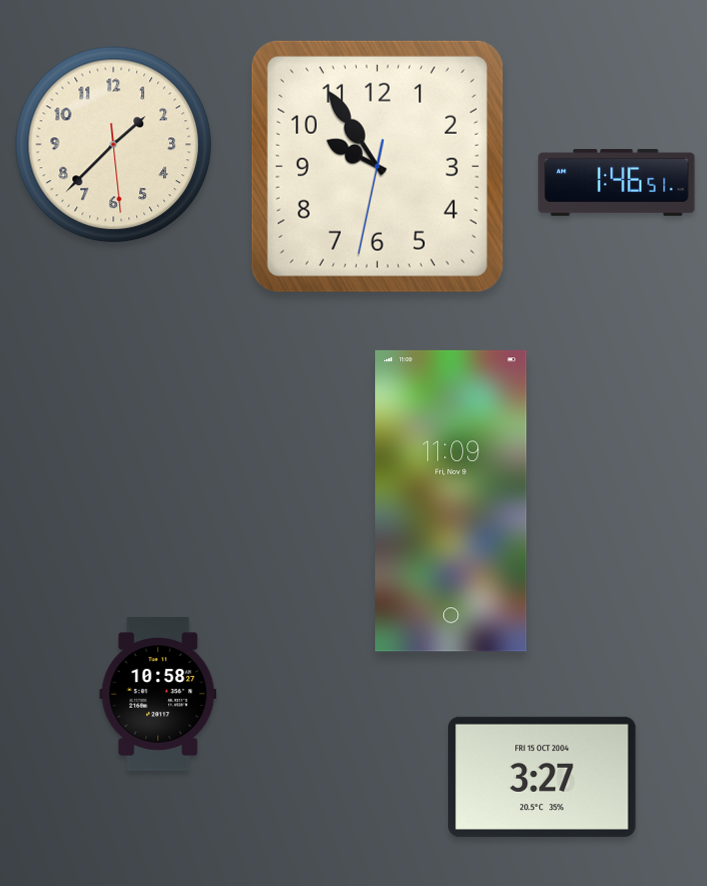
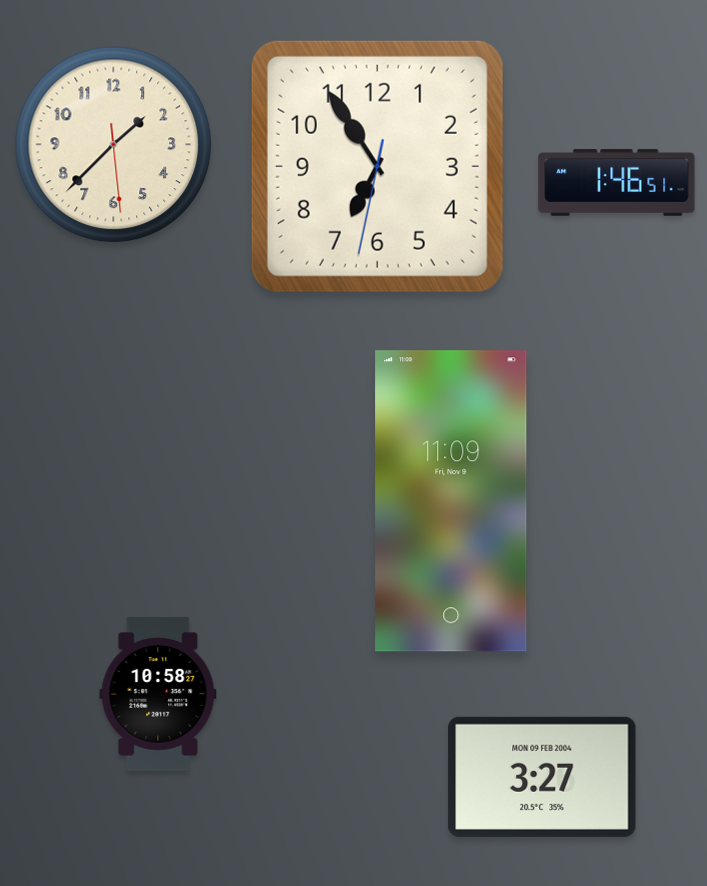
clock at (377, 166): 9:54 -> 6:54
clock at (542, 777) date: FRI 15 OCT 2004 -> MON 09 FEB 2004
